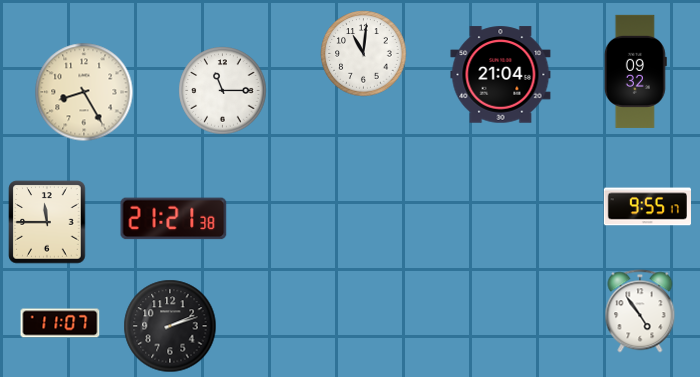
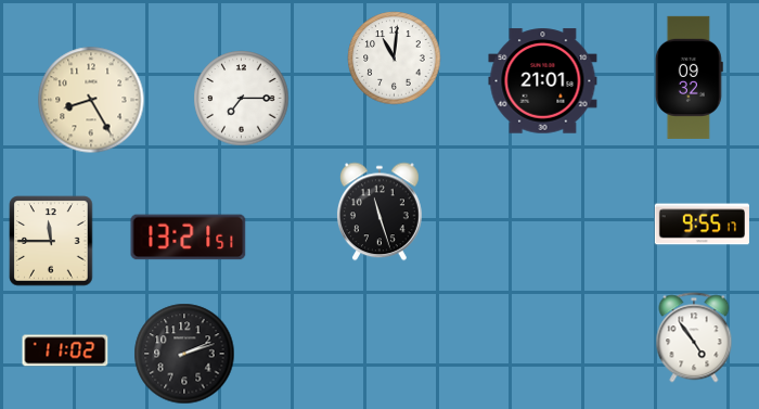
clock at (501, 75): 21:04 -> 21:01
clock at (223, 91): 11:15 -> 7:15
clock at (379, 212): none -> 11:27
clock at (174, 219): 21:21 -> 13:21
clock at (60, 323): 11:07 -> 11:02
